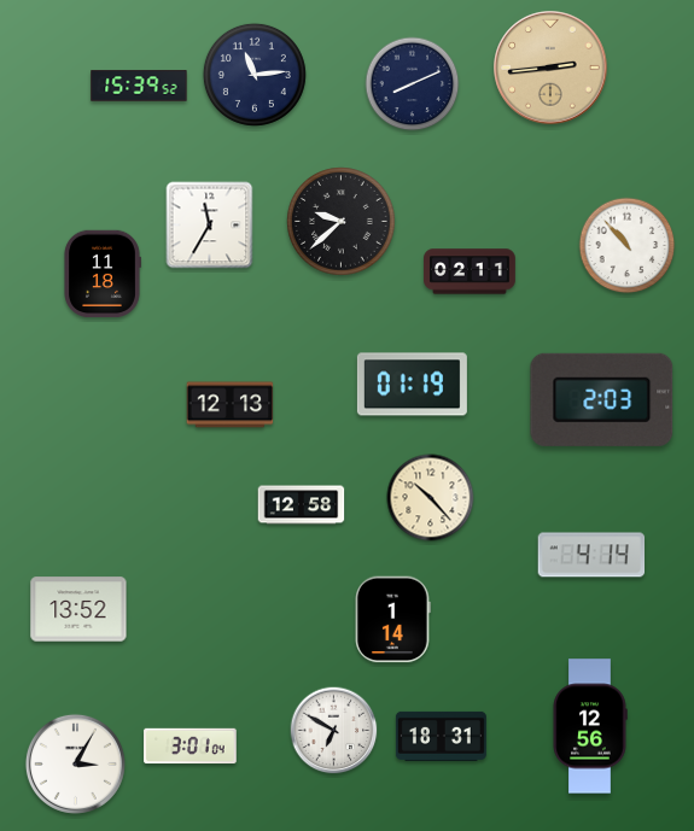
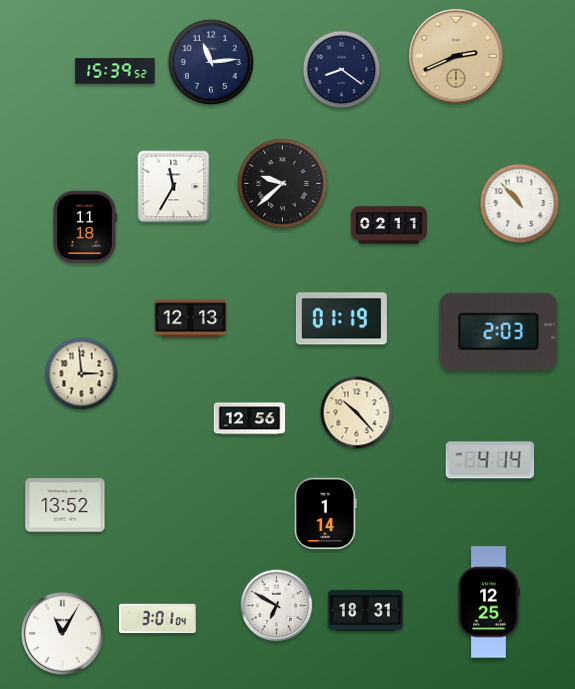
clock at (550, 68): 2:44 -> 2:41
clock at (413, 84): 8:11 -> 8:21
clock at (231, 405) position: (231, 405) -> (191, 319)
clock at (82, 374): none -> 2:59
clock at (302, 505): 12:58 -> 12:56
clock at (590, 726): 12:56 -> 12:25
clock at (75, 763): 3:05 -> 11:05
